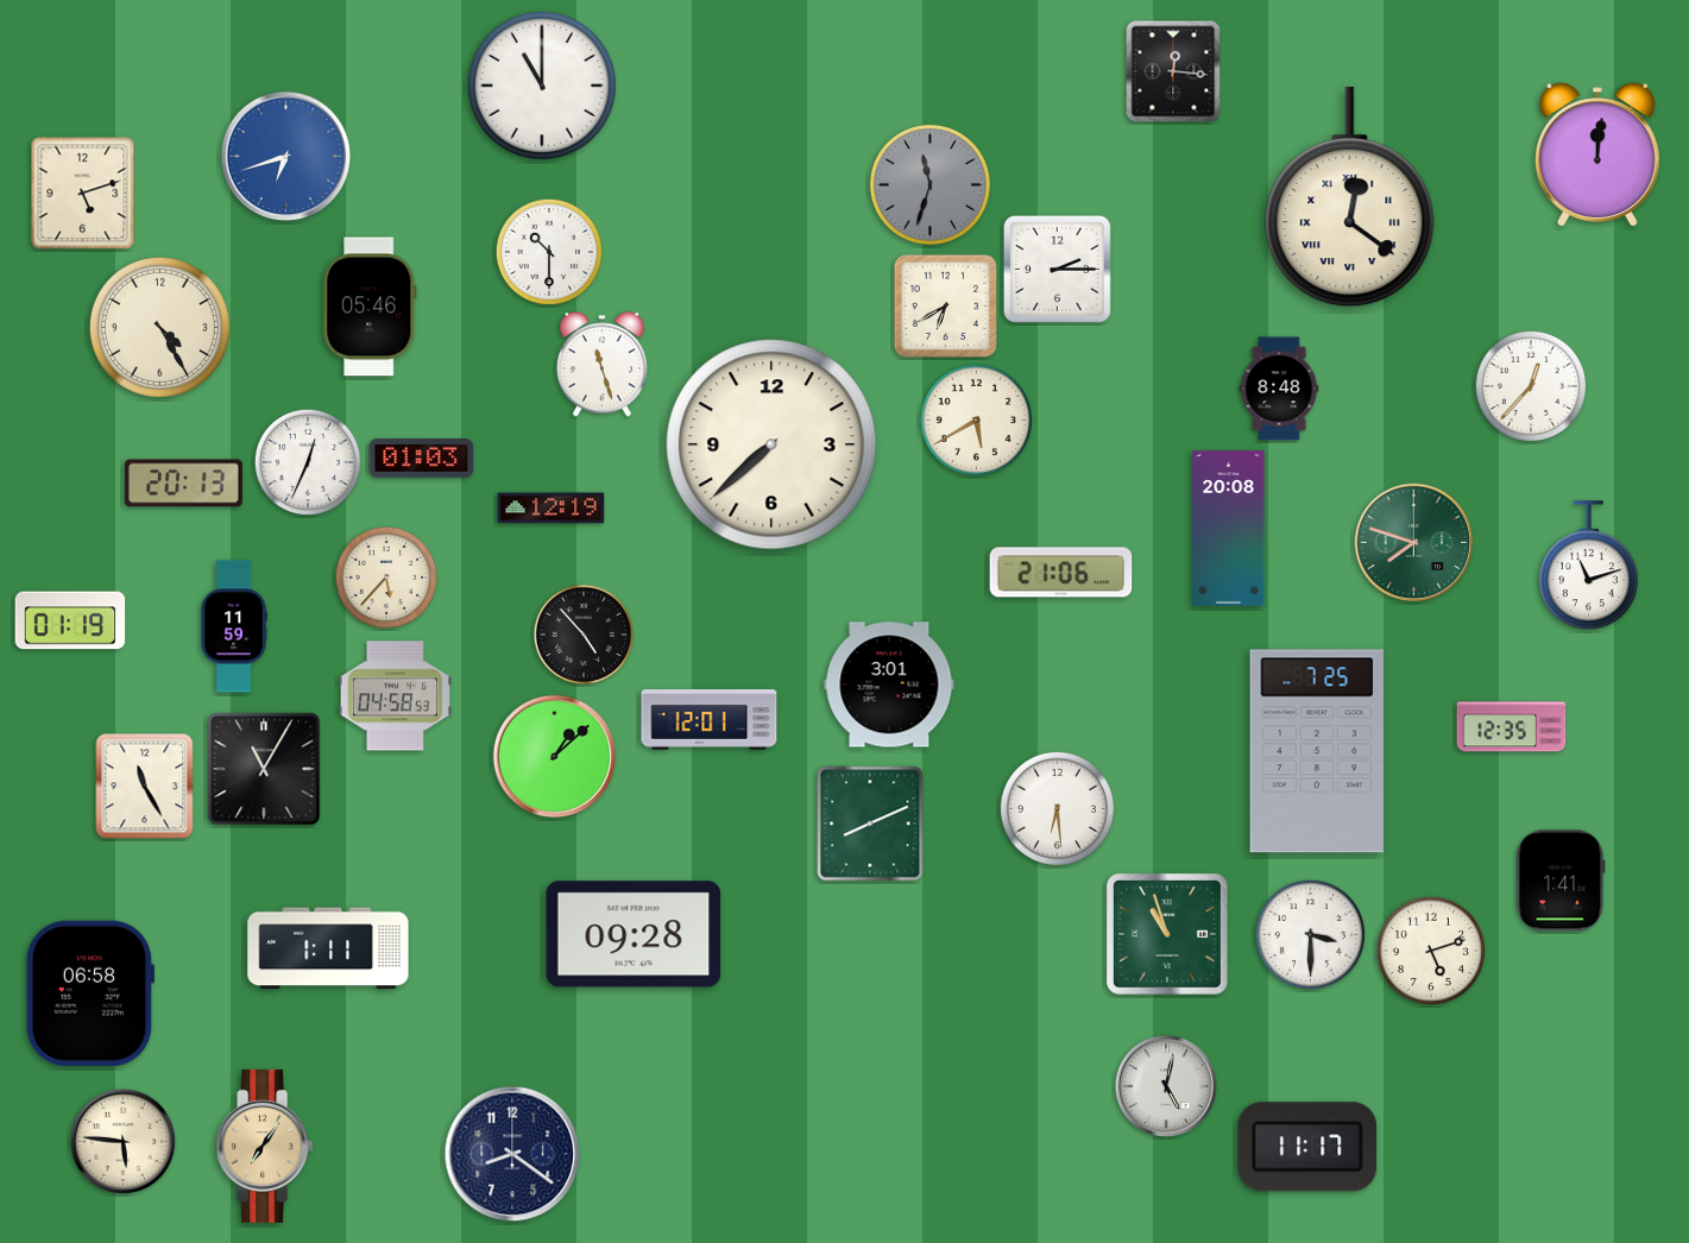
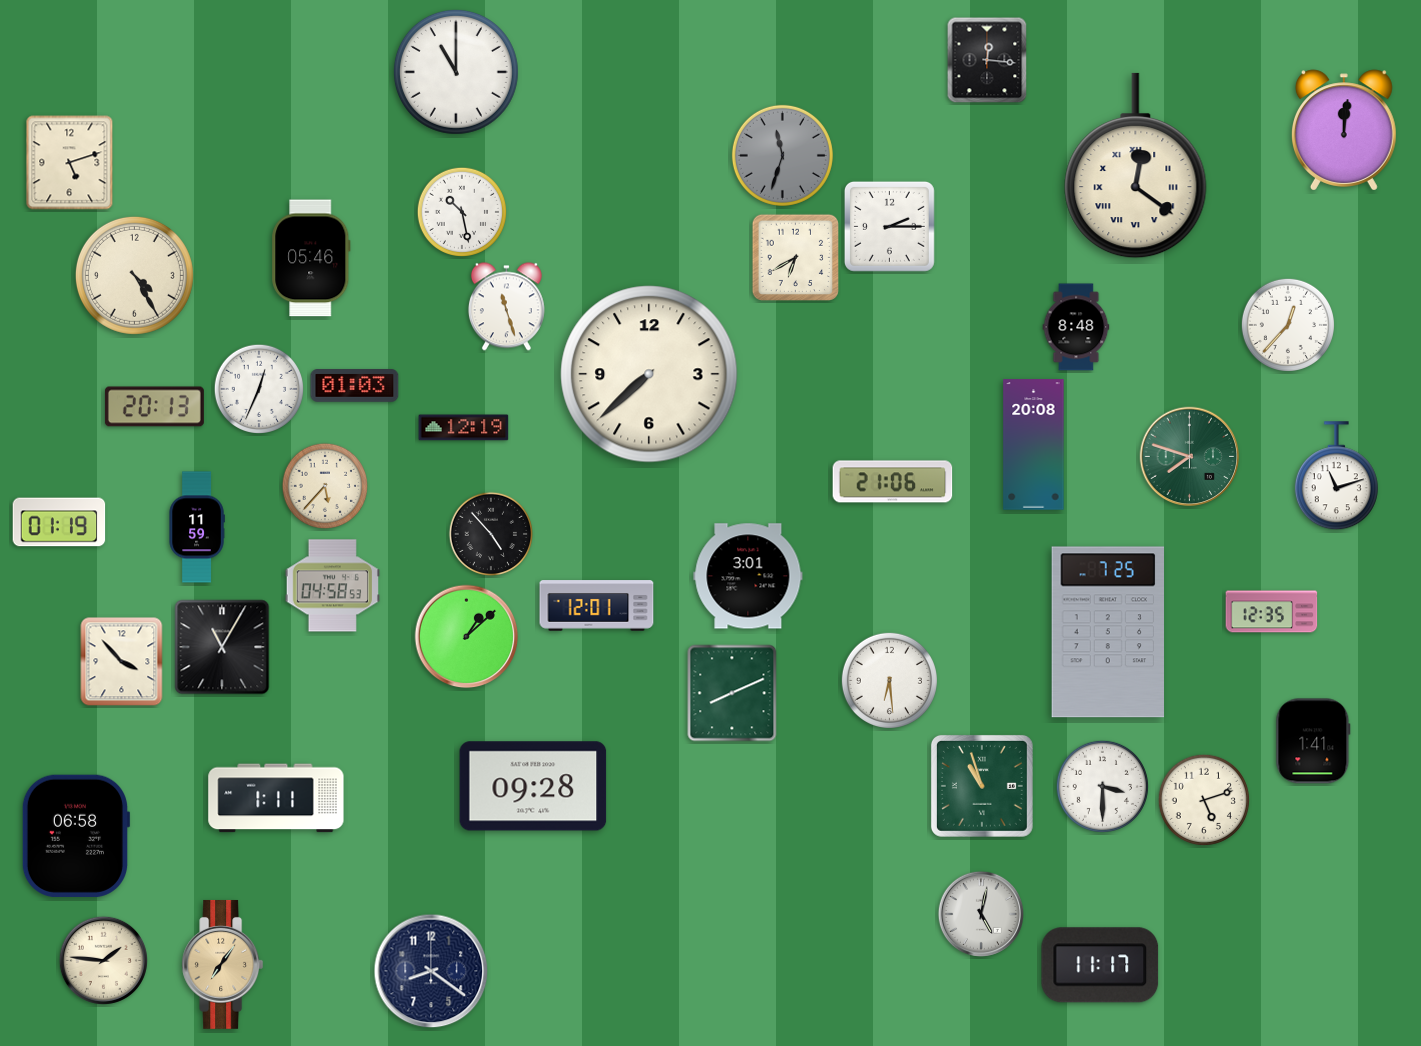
clock at (286, 157): 6:42 -> none
clock at (548, 251): 10:30 -> 10:28
clock at (976, 419): 5:40 -> none
clock at (145, 787): 11:25 -> 3:53
clock at (122, 1141): 5:46 -> 1:46
